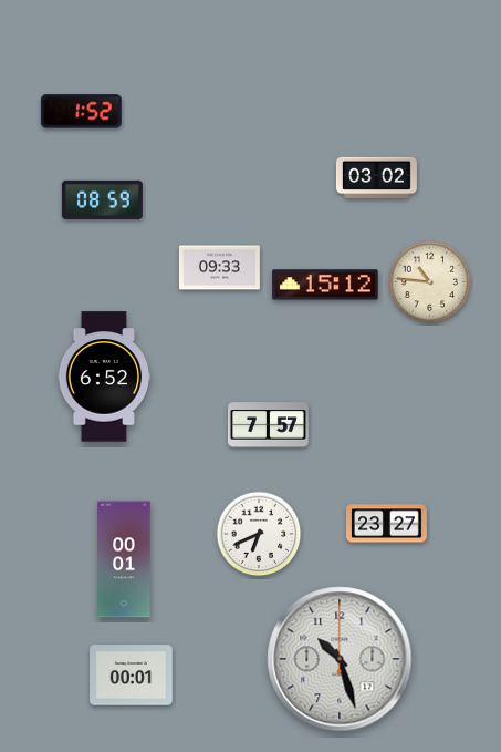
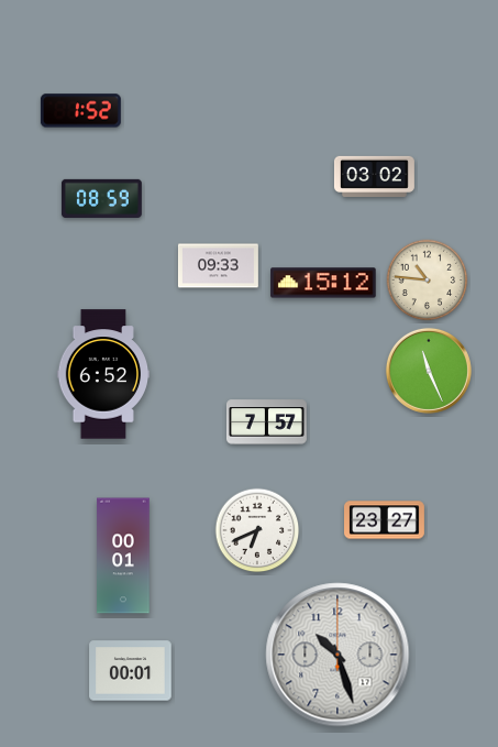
clock at (429, 371): none -> 11:26
